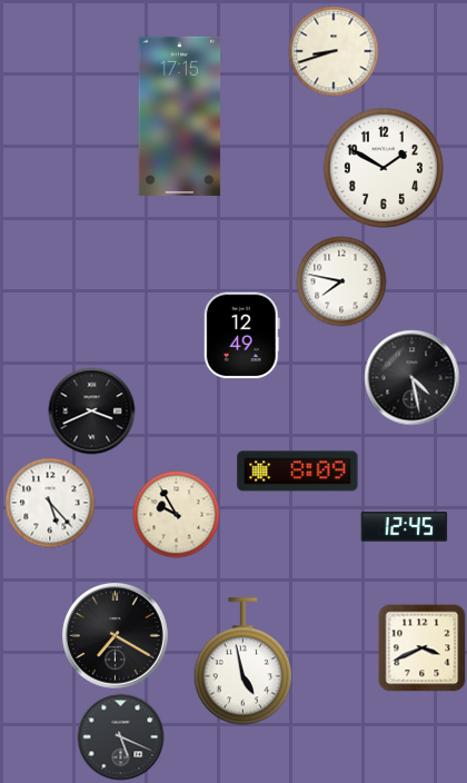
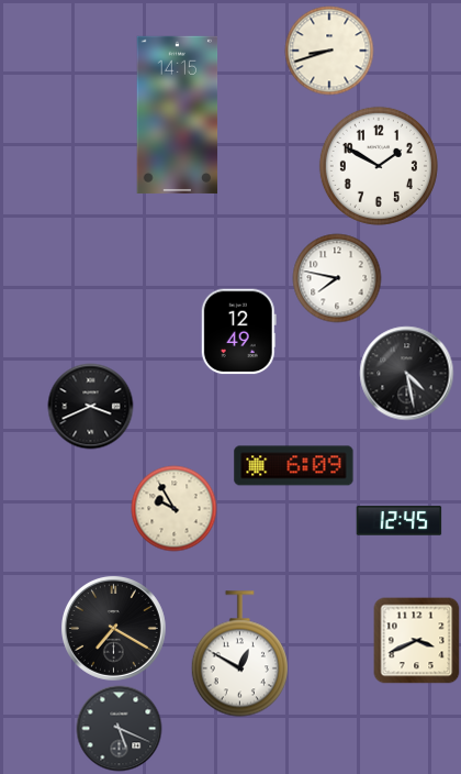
clock at (180, 116): 17:15 -> 14:15
clock at (298, 472): 8:09 -> 6:09
clock at (50, 503): 5:23 -> none
clock at (242, 662): 4:58 -> 12:50
